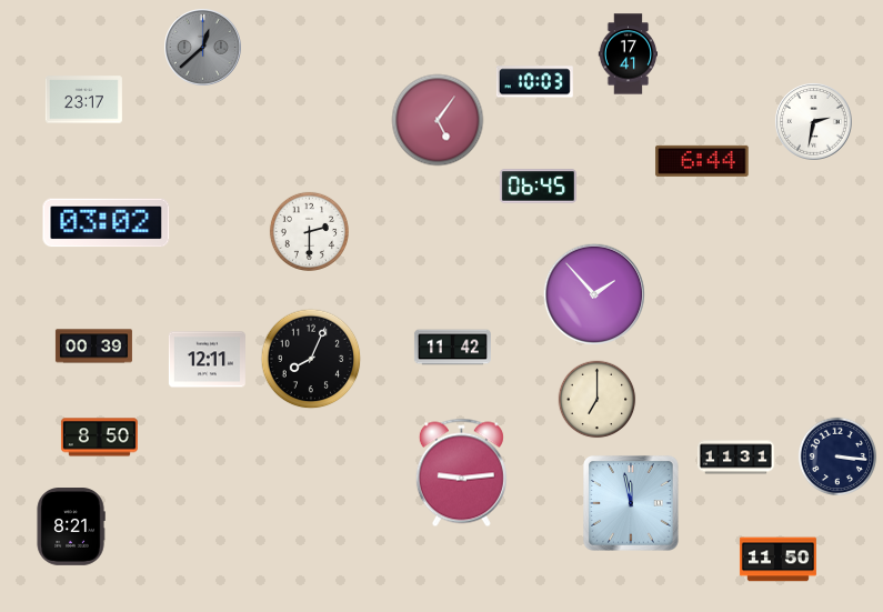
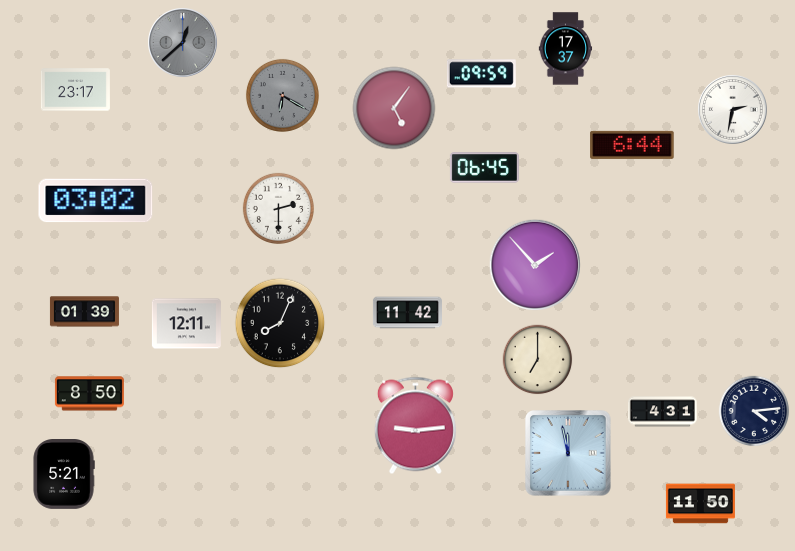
clock at (629, 54): 17:41 -> 17:37
clock at (534, 82): 10:03 -> 09:59
clock at (282, 95): none -> 6:20
clock at (93, 347): 00:39 -> 01:39
clock at (837, 457): 3:16 -> 4:14
clock at (735, 458): 11:31 -> 4:31
clock at (71, 528): 8:21 -> 5:21
